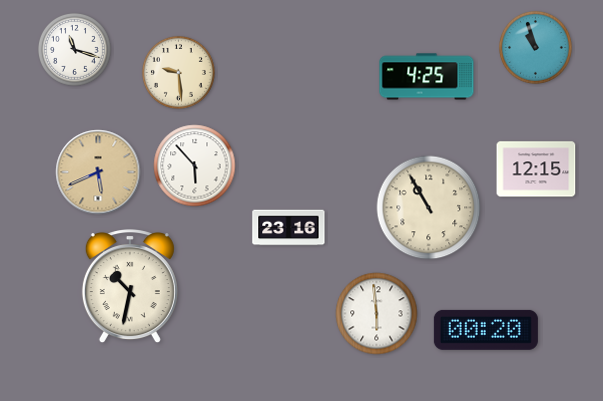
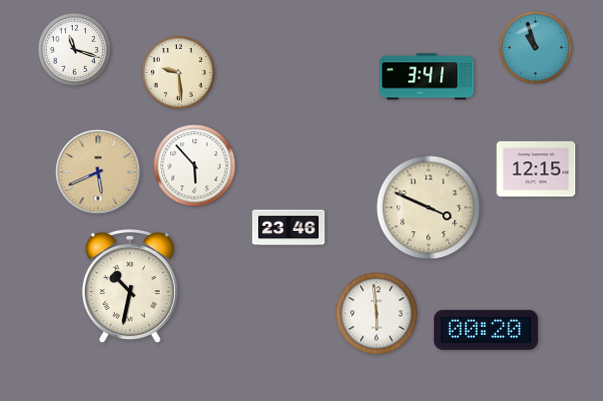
clock at (427, 77): 4:25 -> 3:41
clock at (429, 208): 10:55 -> 3:49
clock at (289, 228): 23:16 -> 23:46
